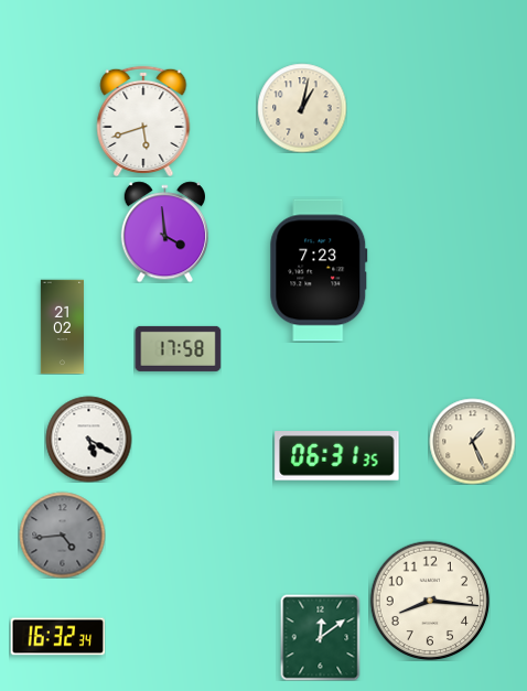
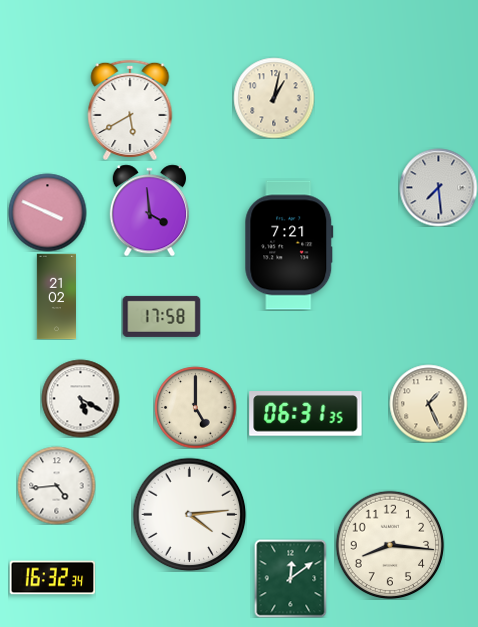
clock at (143, 121): 5:42 -> 5:40
clock at (438, 187): none -> 7:29
clock at (47, 212): none -> 3:49
clock at (319, 270): 7:23 -> 7:21
clock at (472, 441) position: (472, 441) -> (428, 403)
clock at (195, 407): none -> 5:00
clock at (62, 535) dial: grey -> white
clock at (189, 514): none -> 4:14
